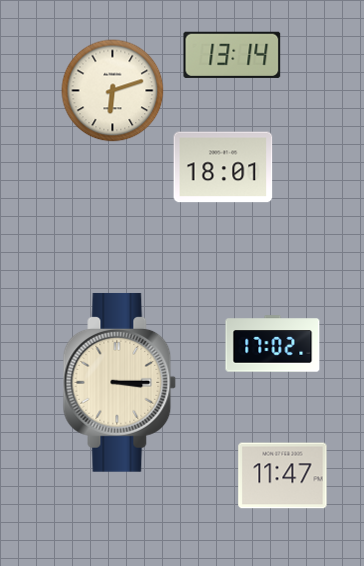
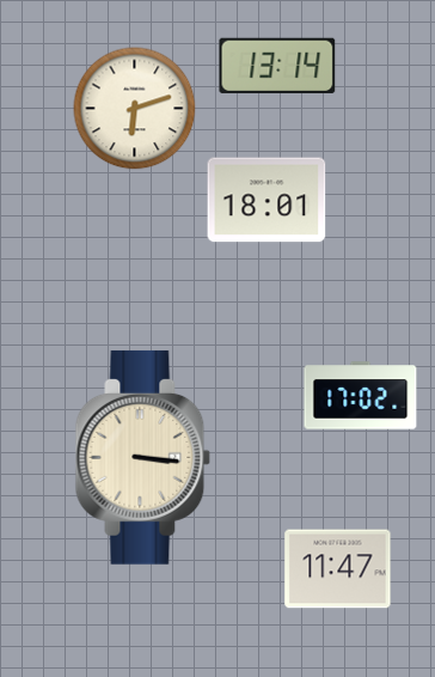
clock at (273, 344) position: (273, 344) -> (361, 396)
clock at (120, 382): 3:15 -> 3:16
